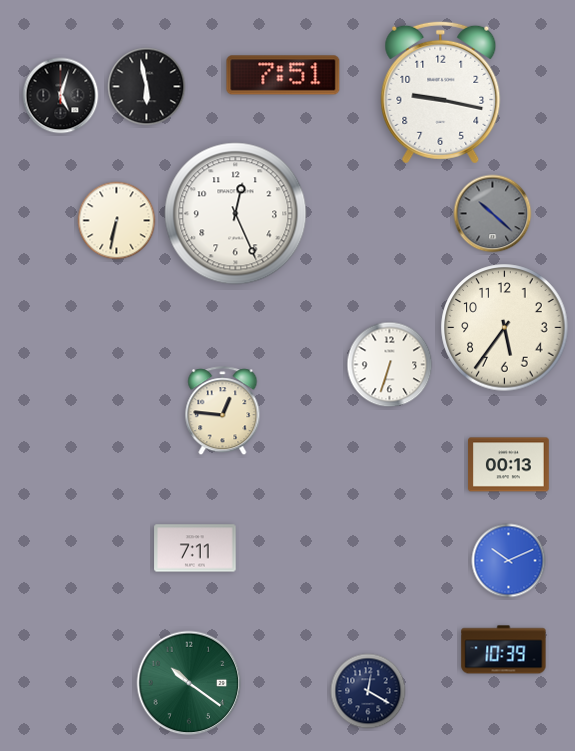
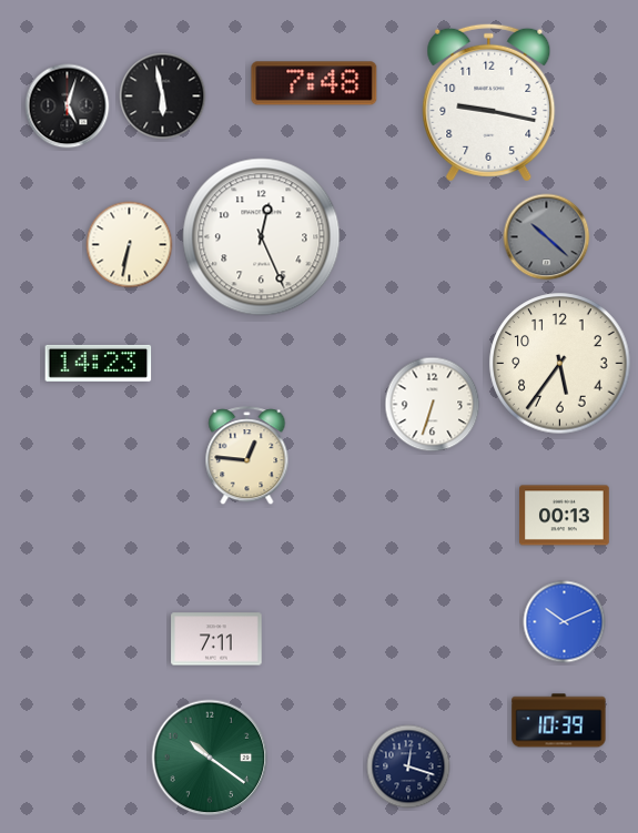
clock at (283, 75): 7:51 -> 7:48
clock at (99, 363): none -> 14:23
clock at (195, 548) position: (195, 548) -> (216, 639)
clock at (368, 691): 12:20 -> 12:18
